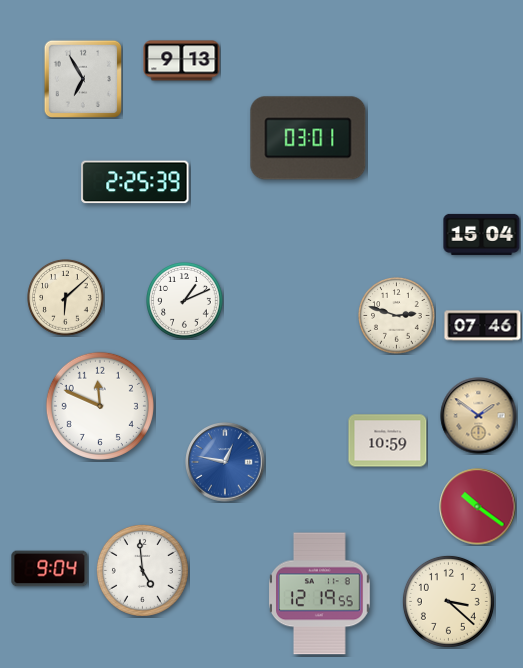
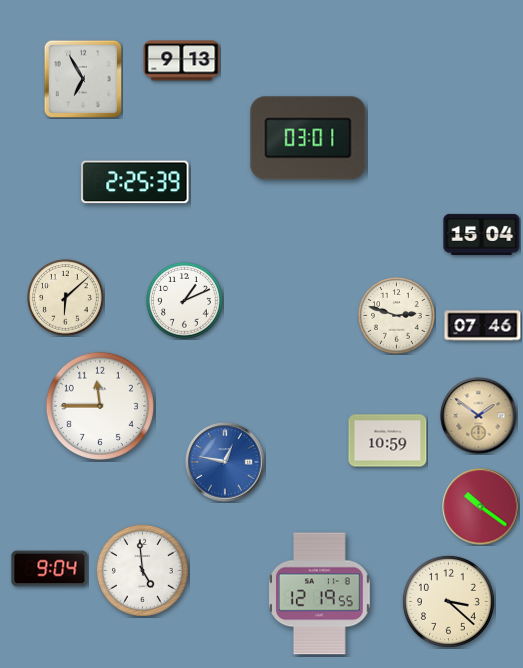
clock at (100, 406): 11:49 -> 11:45
clock at (478, 507) position: (478, 507) -> (481, 507)
